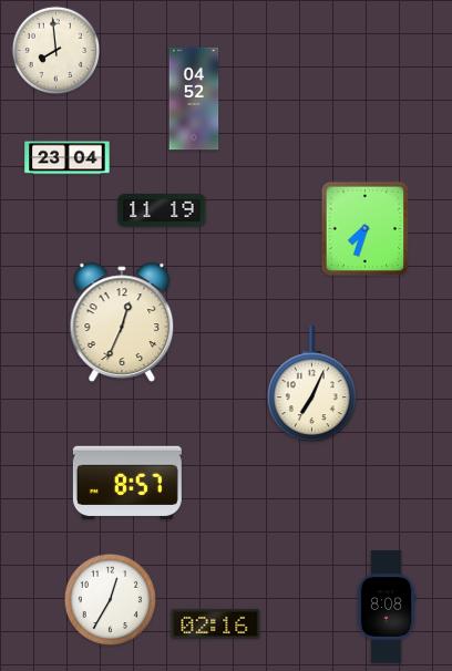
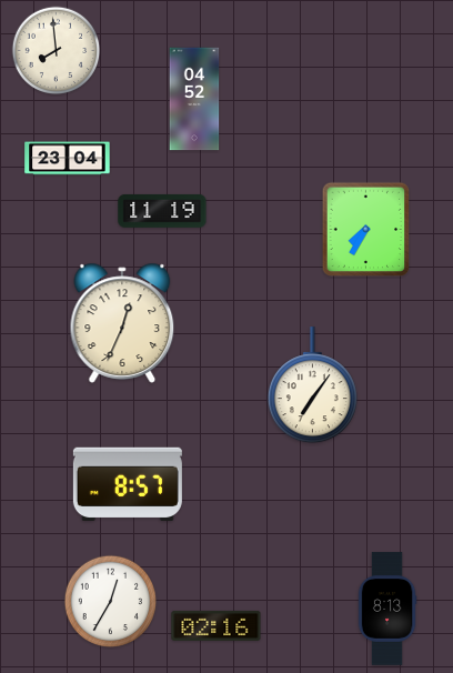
clock at (366, 229): 7:33 -> 7:35
clock at (311, 384): 7:04 -> 7:06
clock at (387, 607): 8:08 -> 8:13
